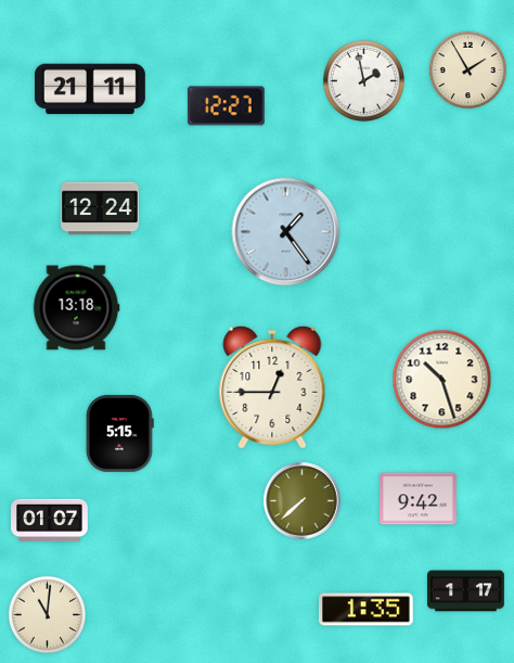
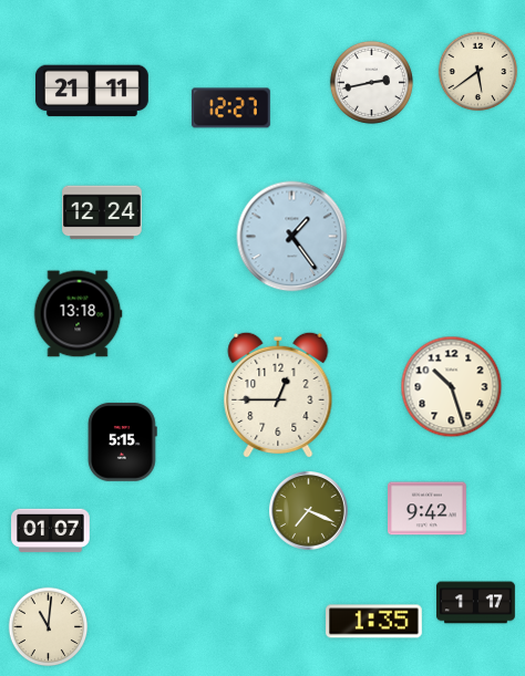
clock at (468, 71): 1:55 -> 5:39
clock at (363, 80): 1:58 -> 2:43
clock at (303, 501): 7:38 -> 7:19
